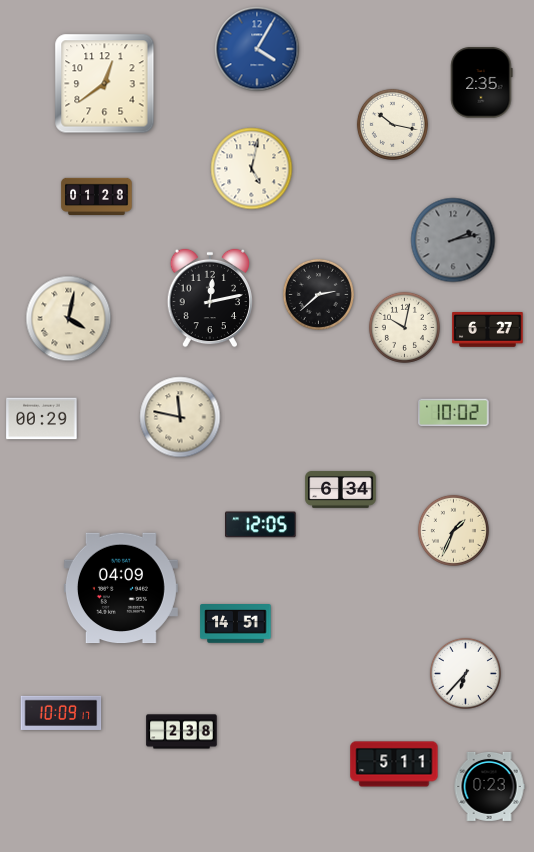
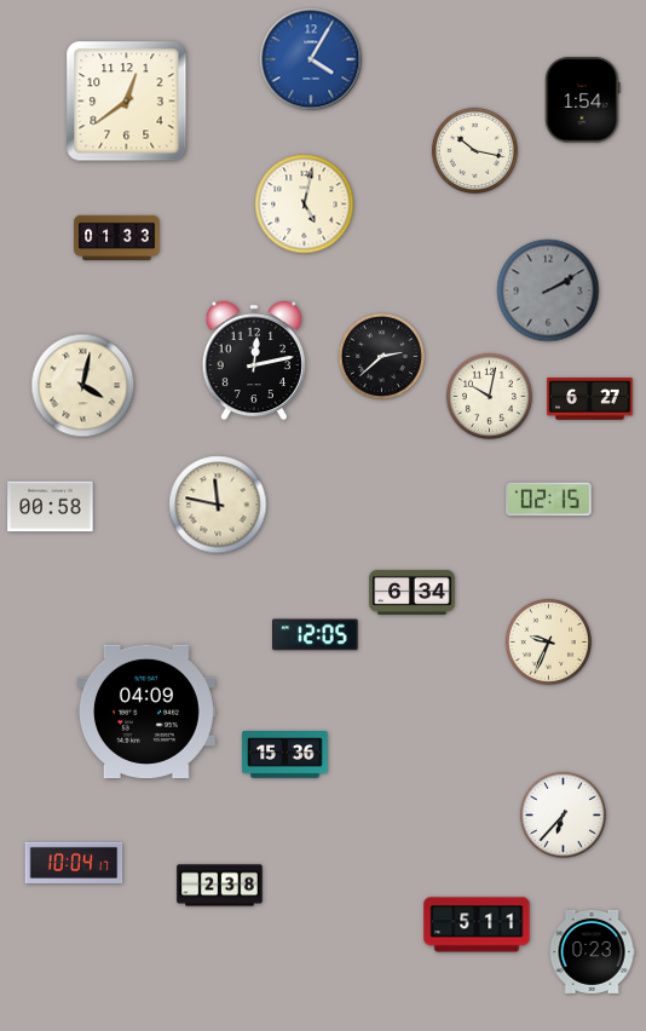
clock at (482, 83): 2:35 -> 1:54
clock at (97, 197): 01:28 -> 01:33
clock at (453, 240): 2:13 -> 2:10
clock at (318, 294) position: (318, 294) -> (381, 356)
clock at (454, 413): 10:02 -> 02:15
clock at (42, 419): 00:29 -> 00:58
clock at (453, 530): 1:34 -> 9:34
clock at (236, 624): 14:51 -> 15:36
clock at (61, 713): 10:09 -> 10:04
